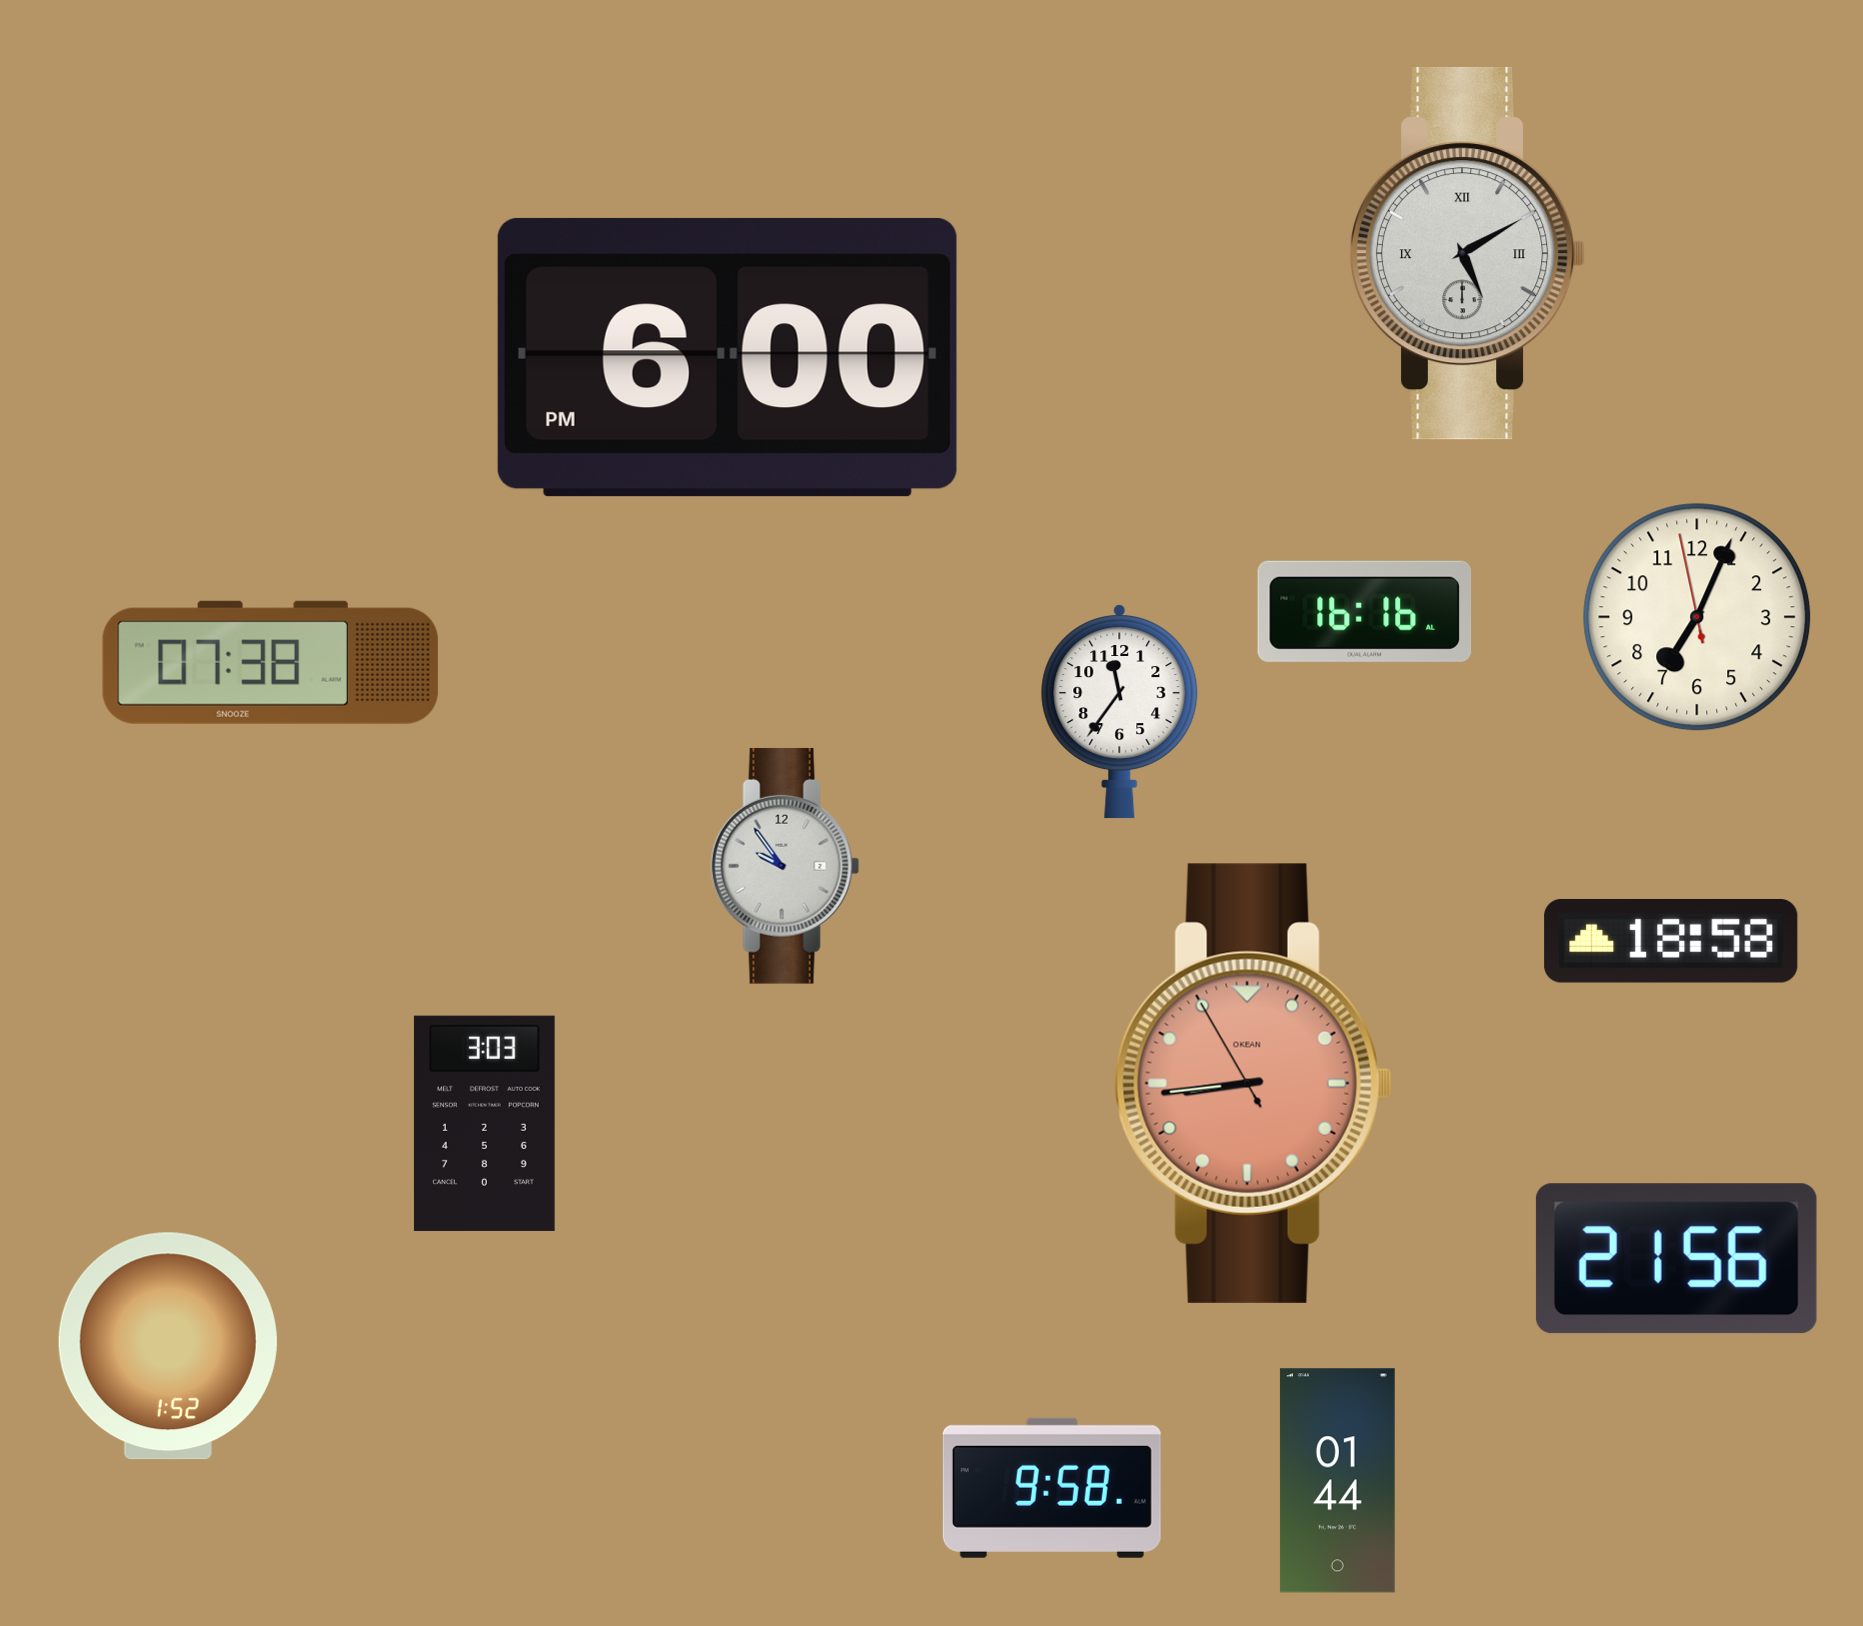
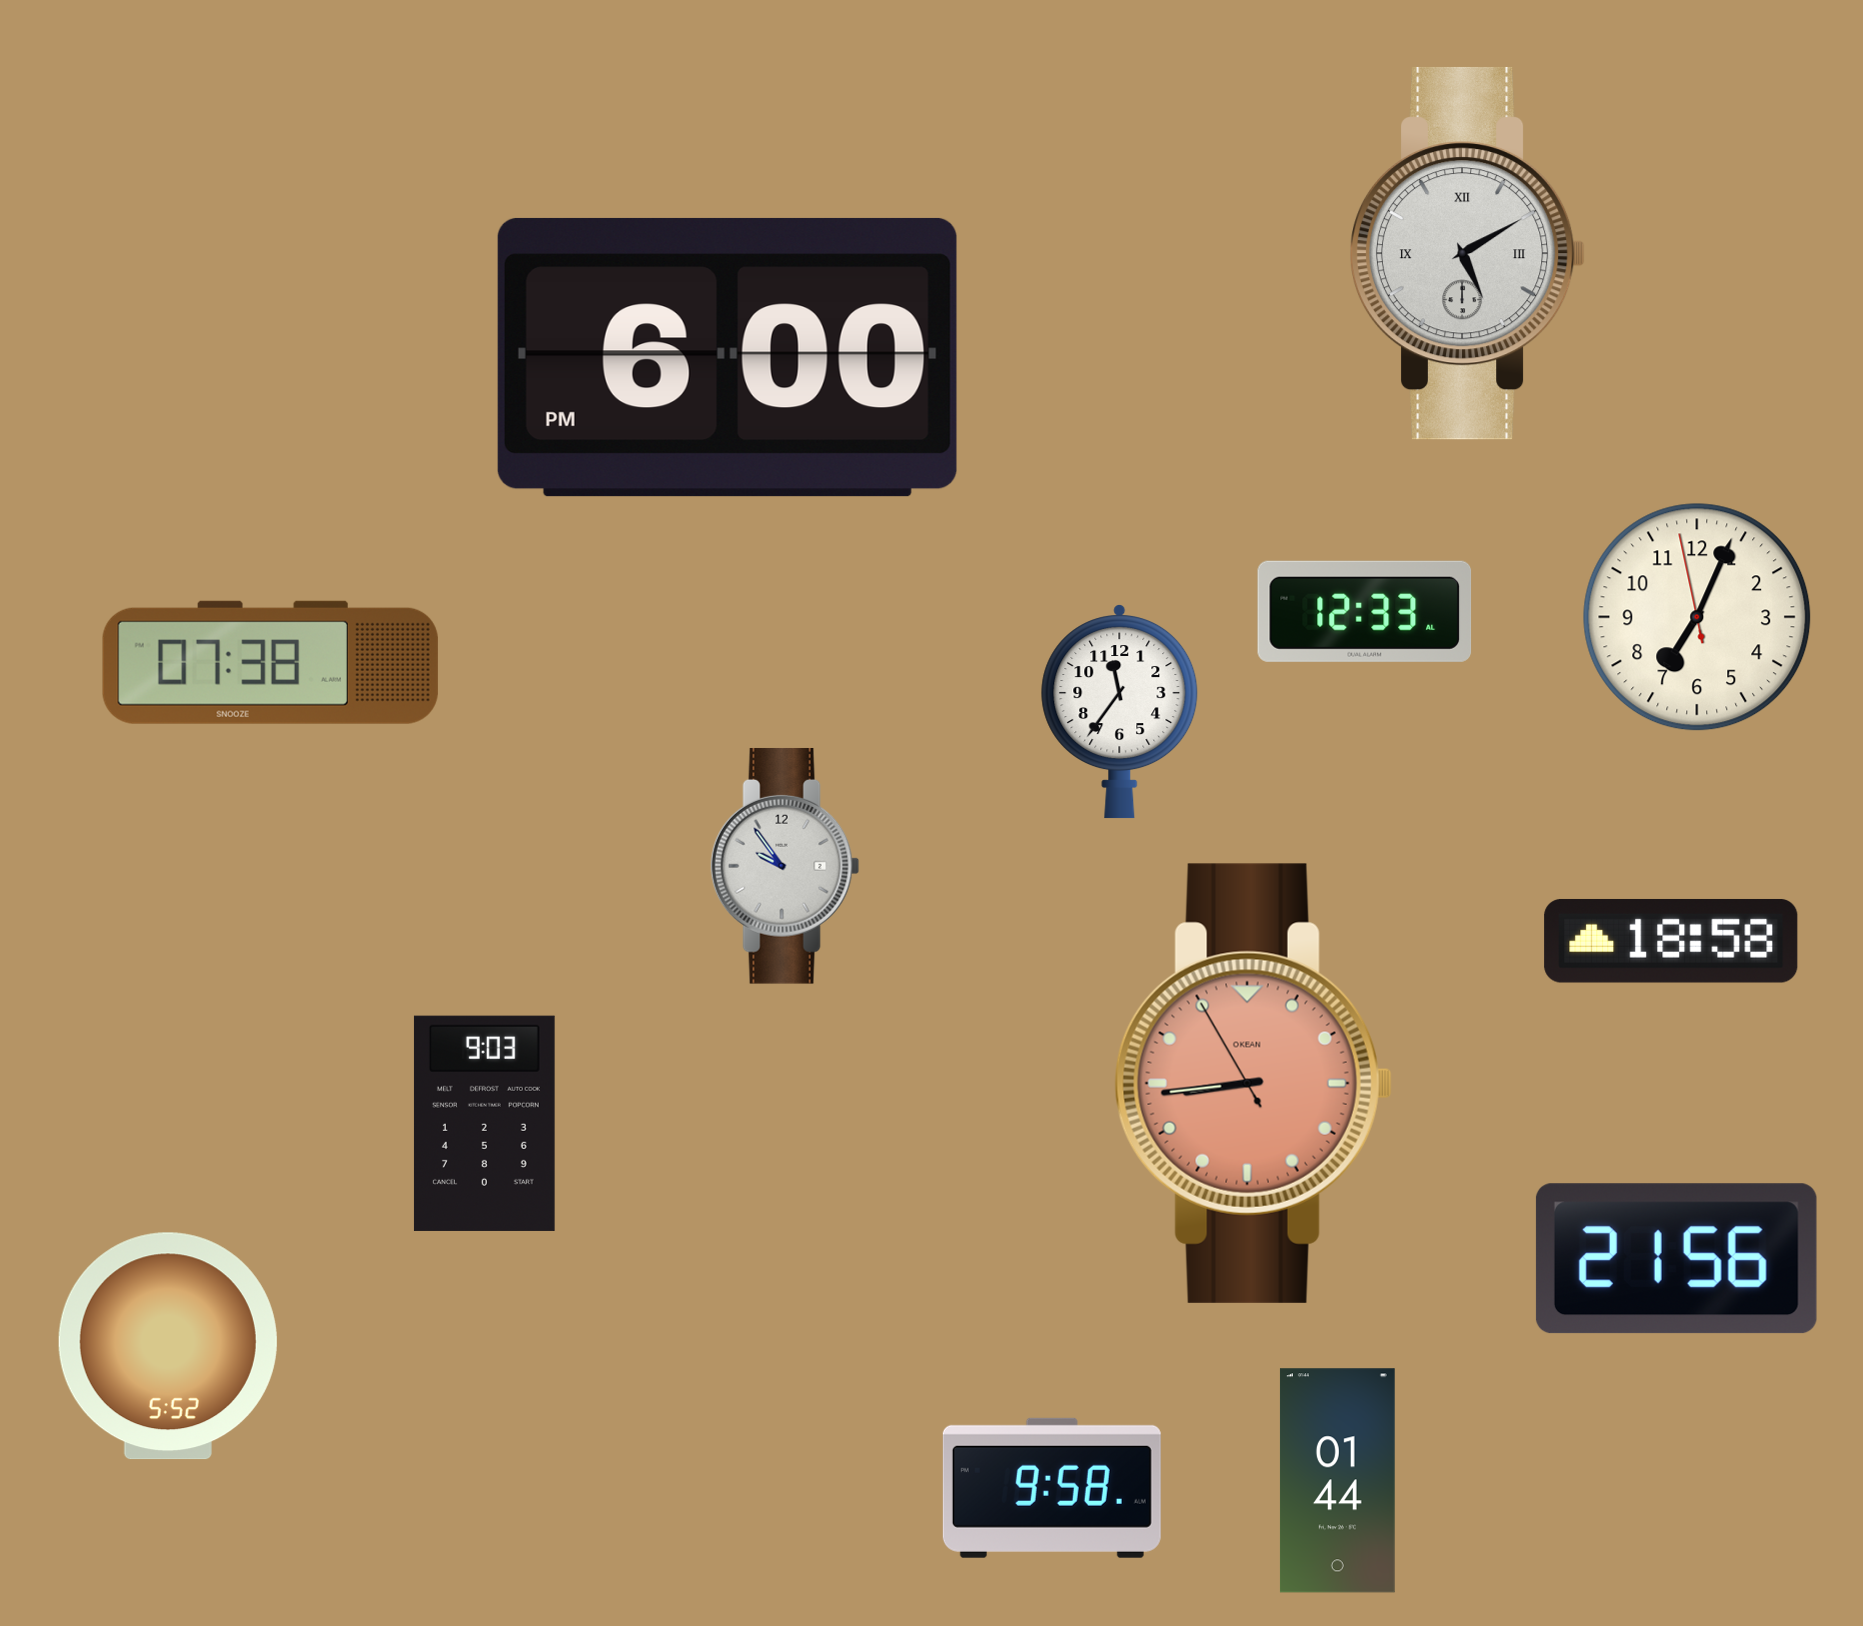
clock at (1365, 611): 16:16 -> 12:33
clock at (484, 1123): 3:03 -> 9:03
clock at (168, 1346): 1:52 -> 5:52
